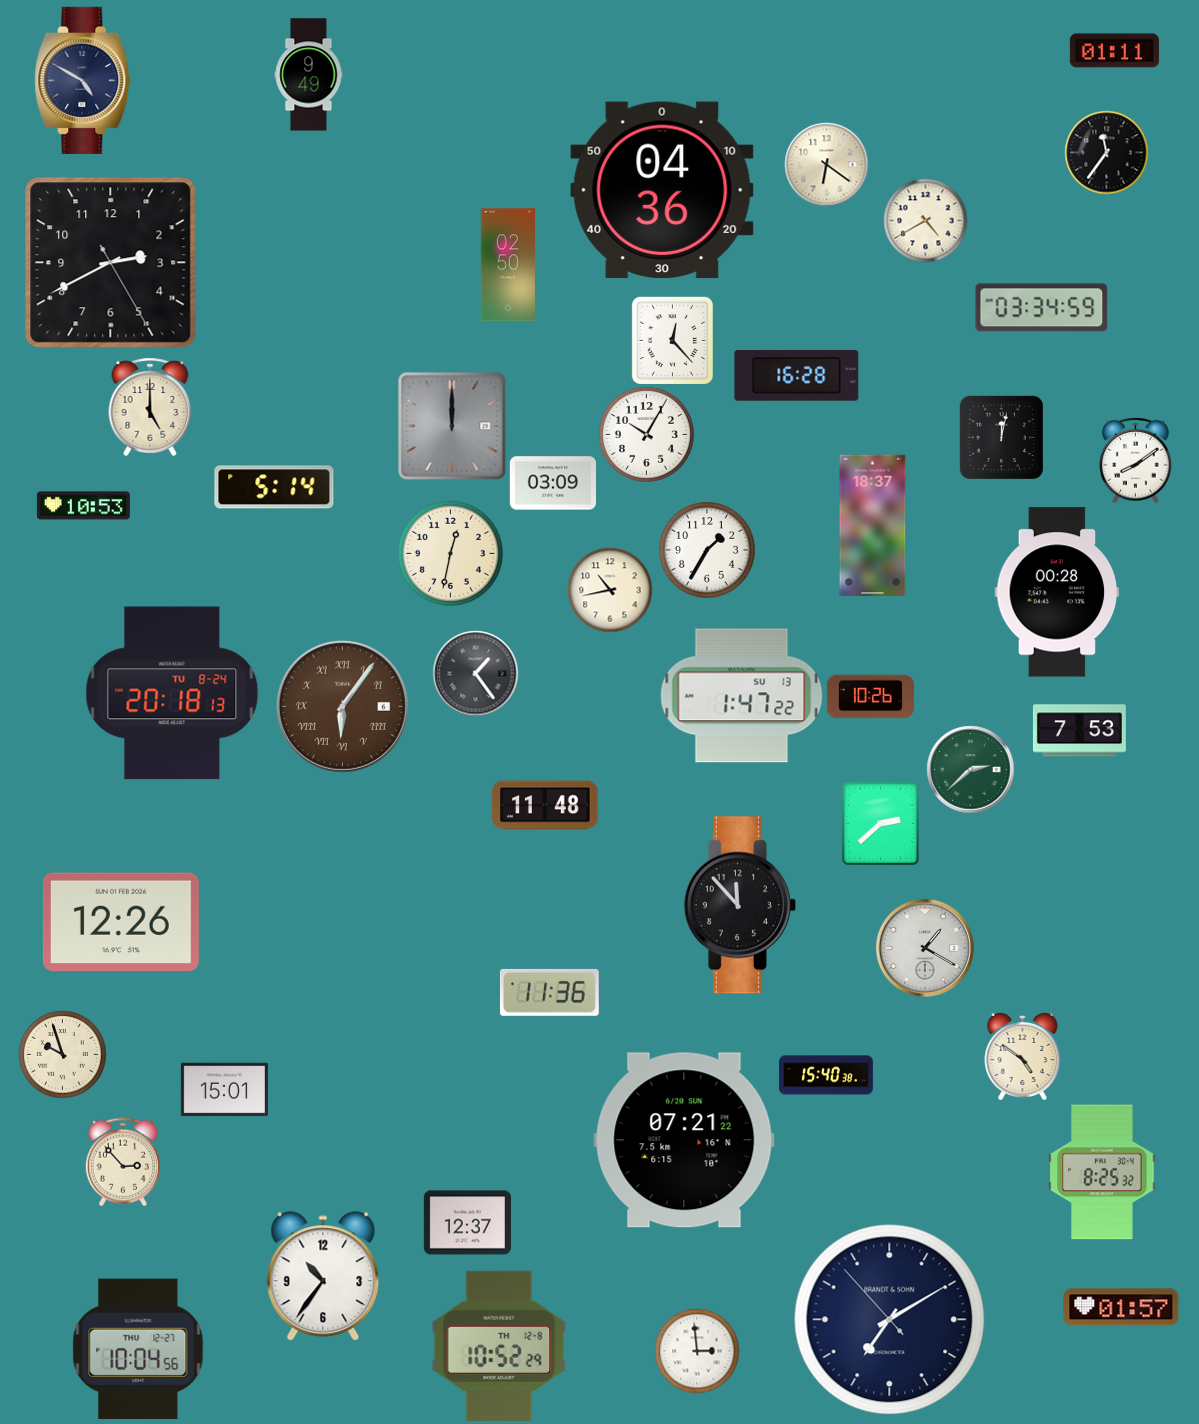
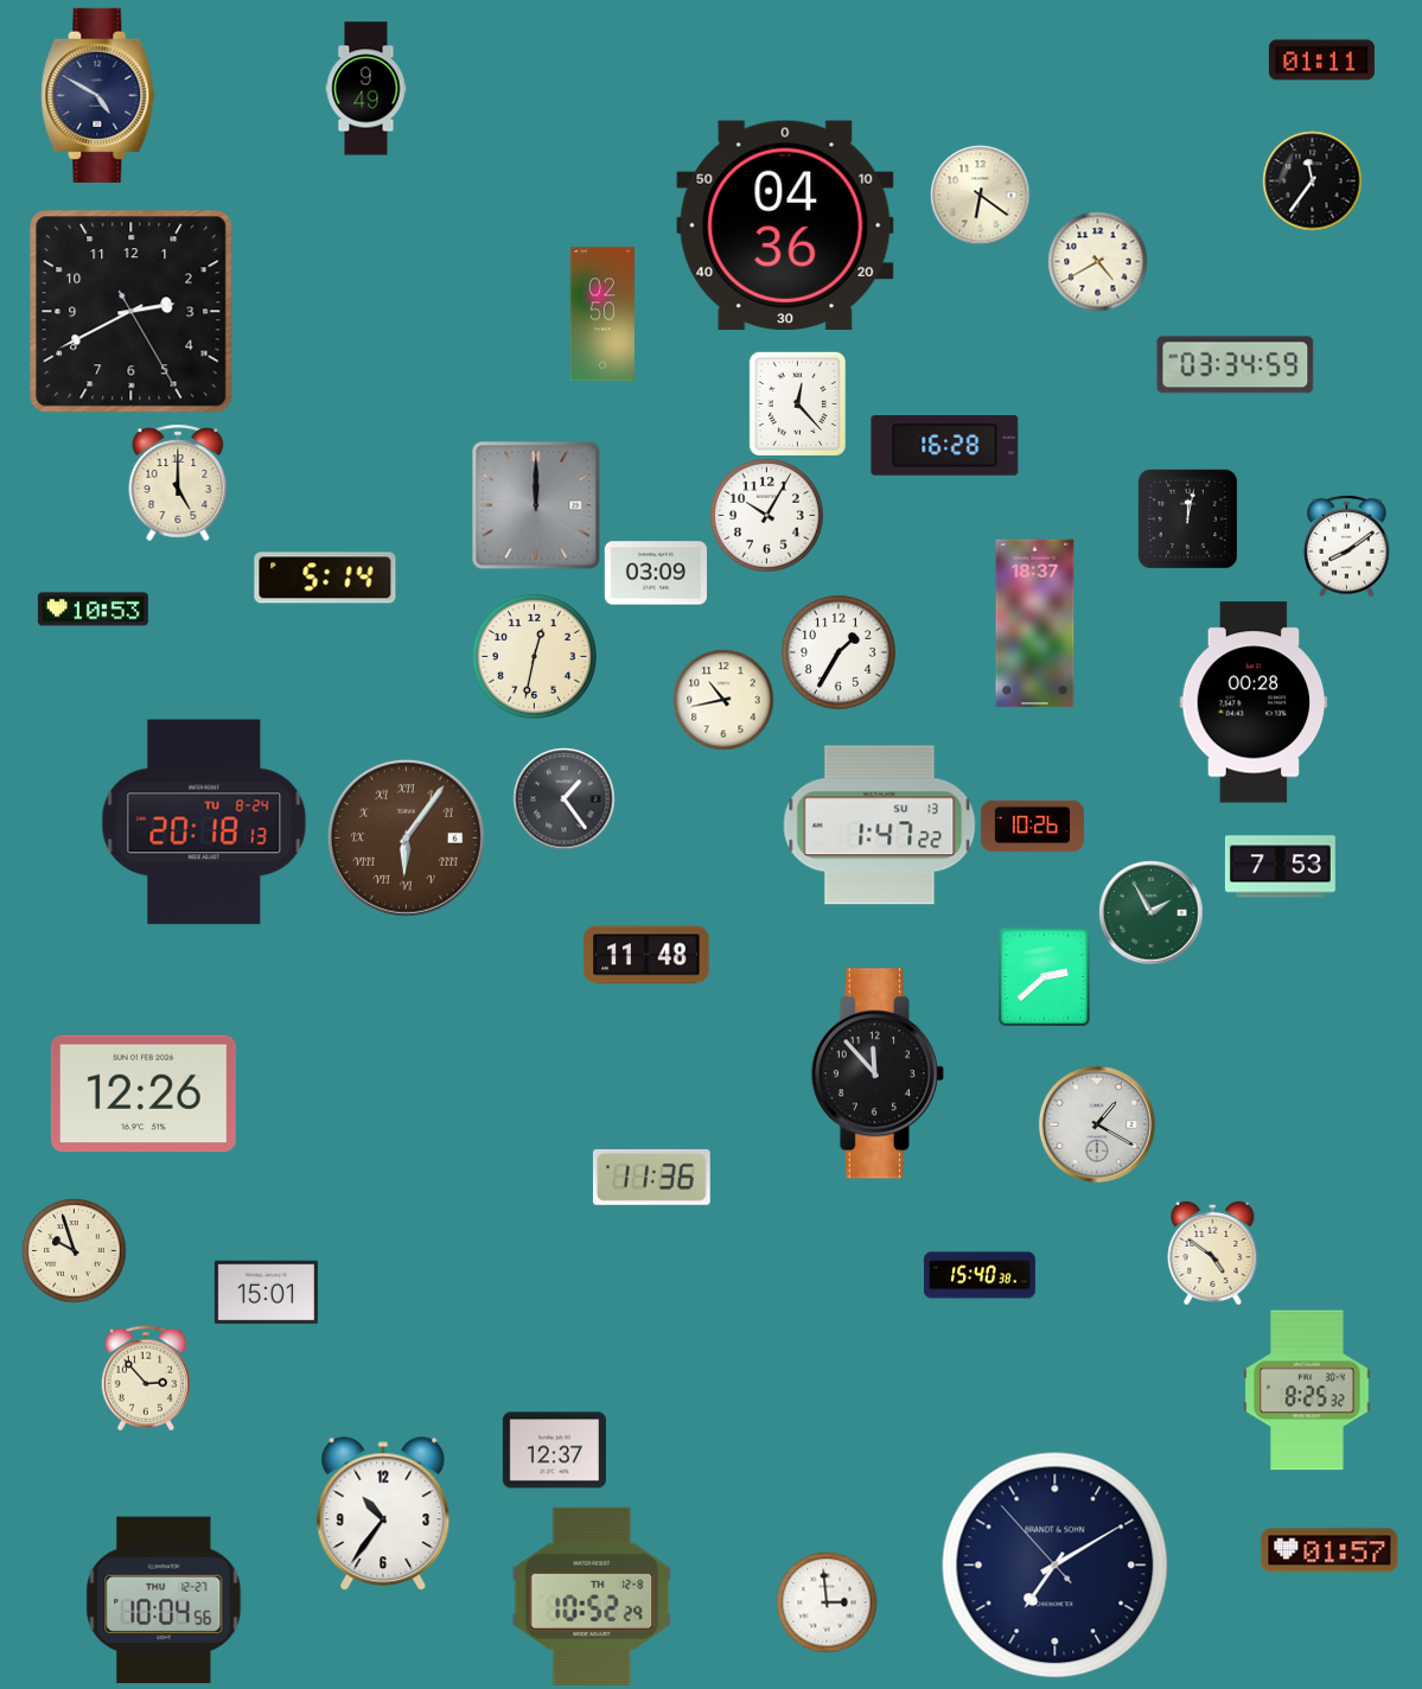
clock at (83, 506) position: (83, 506) -> (93, 610)
clock at (970, 769): 2:38 -> 1:55
clock at (684, 1140): 07:21 -> none
